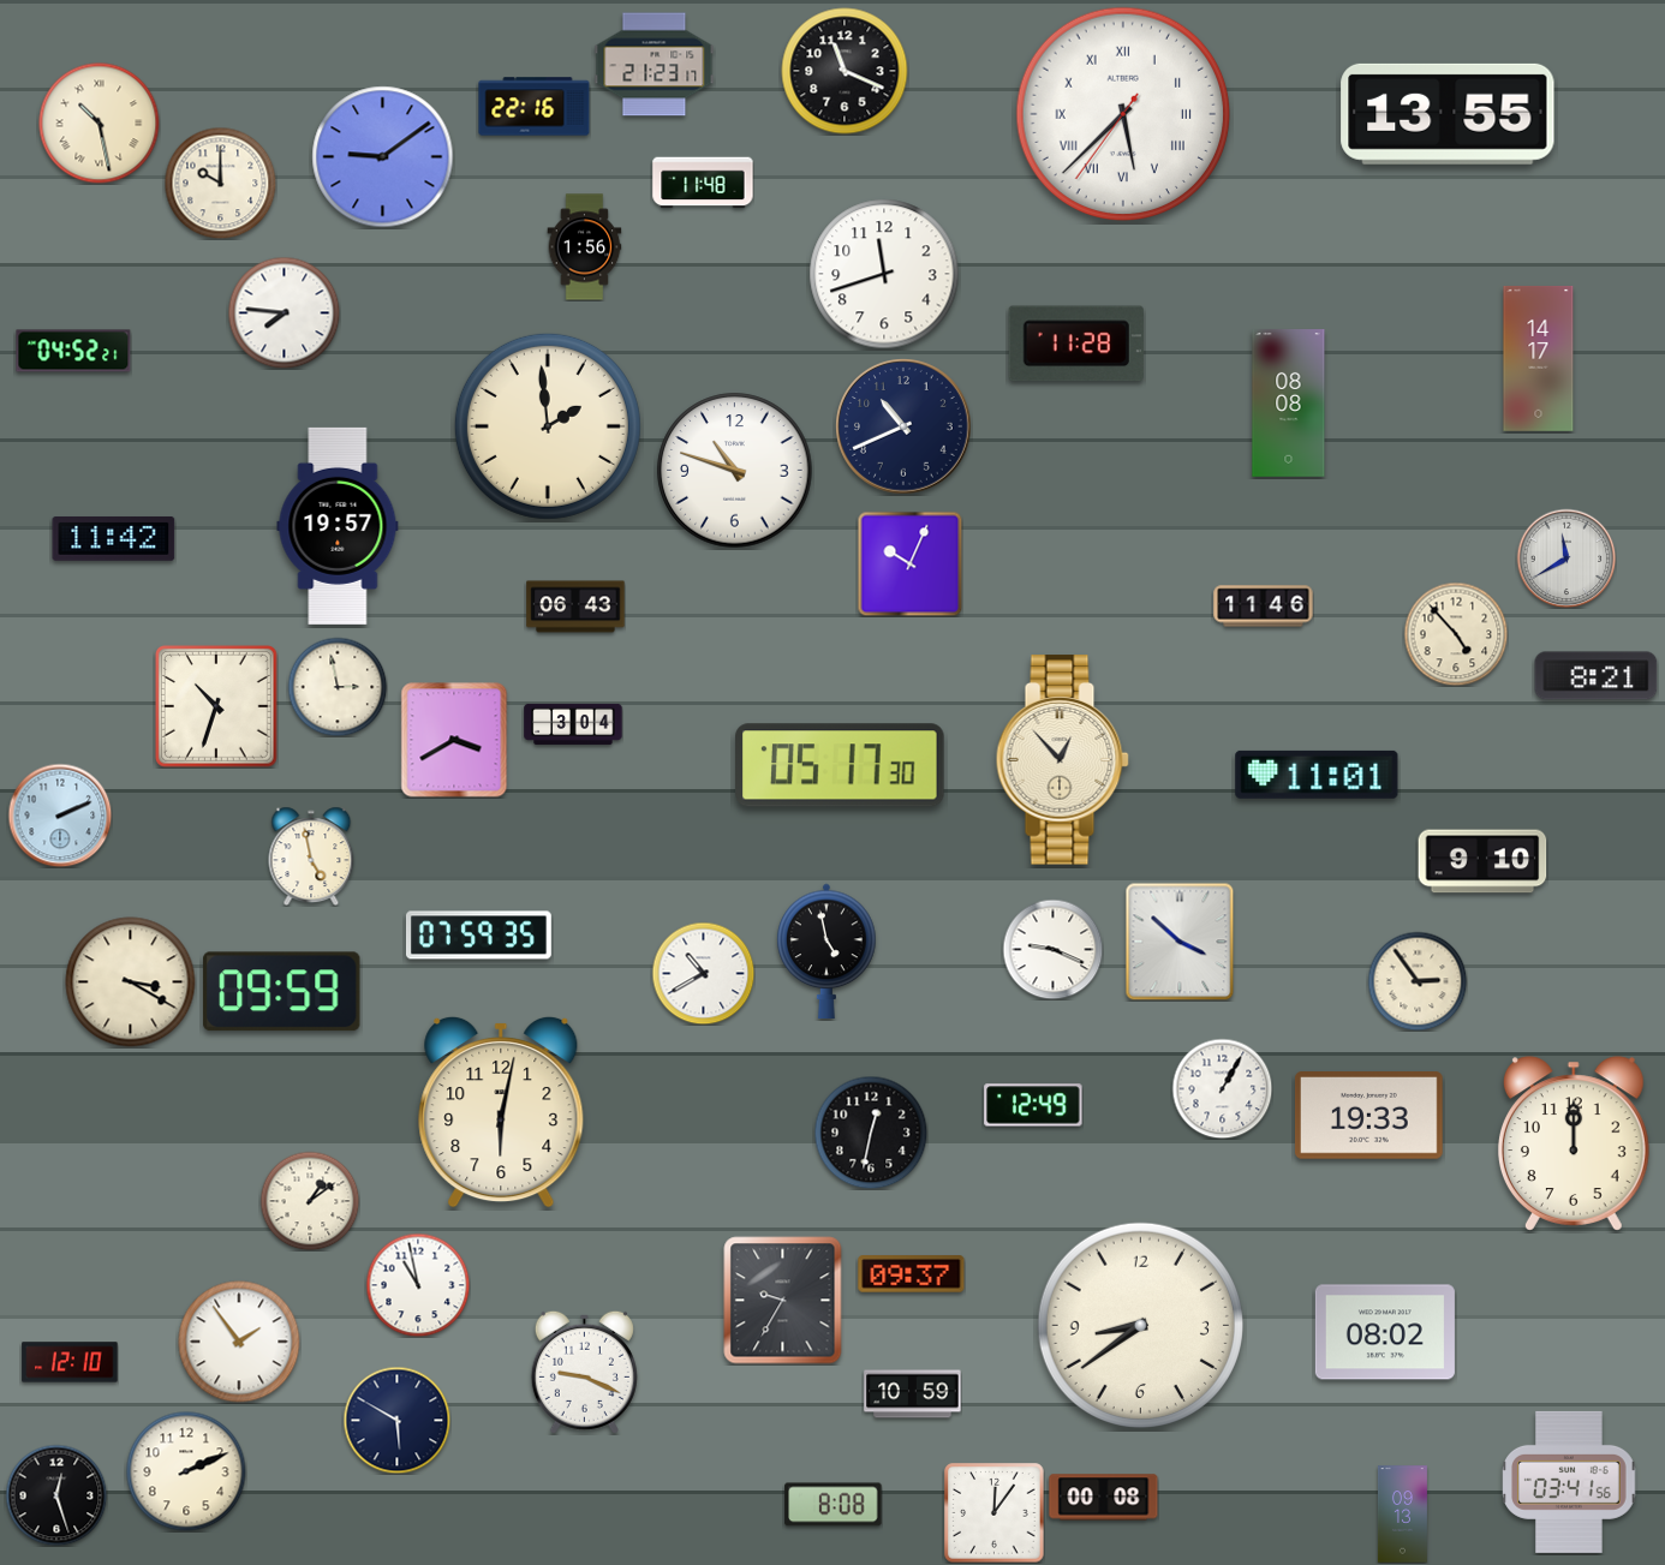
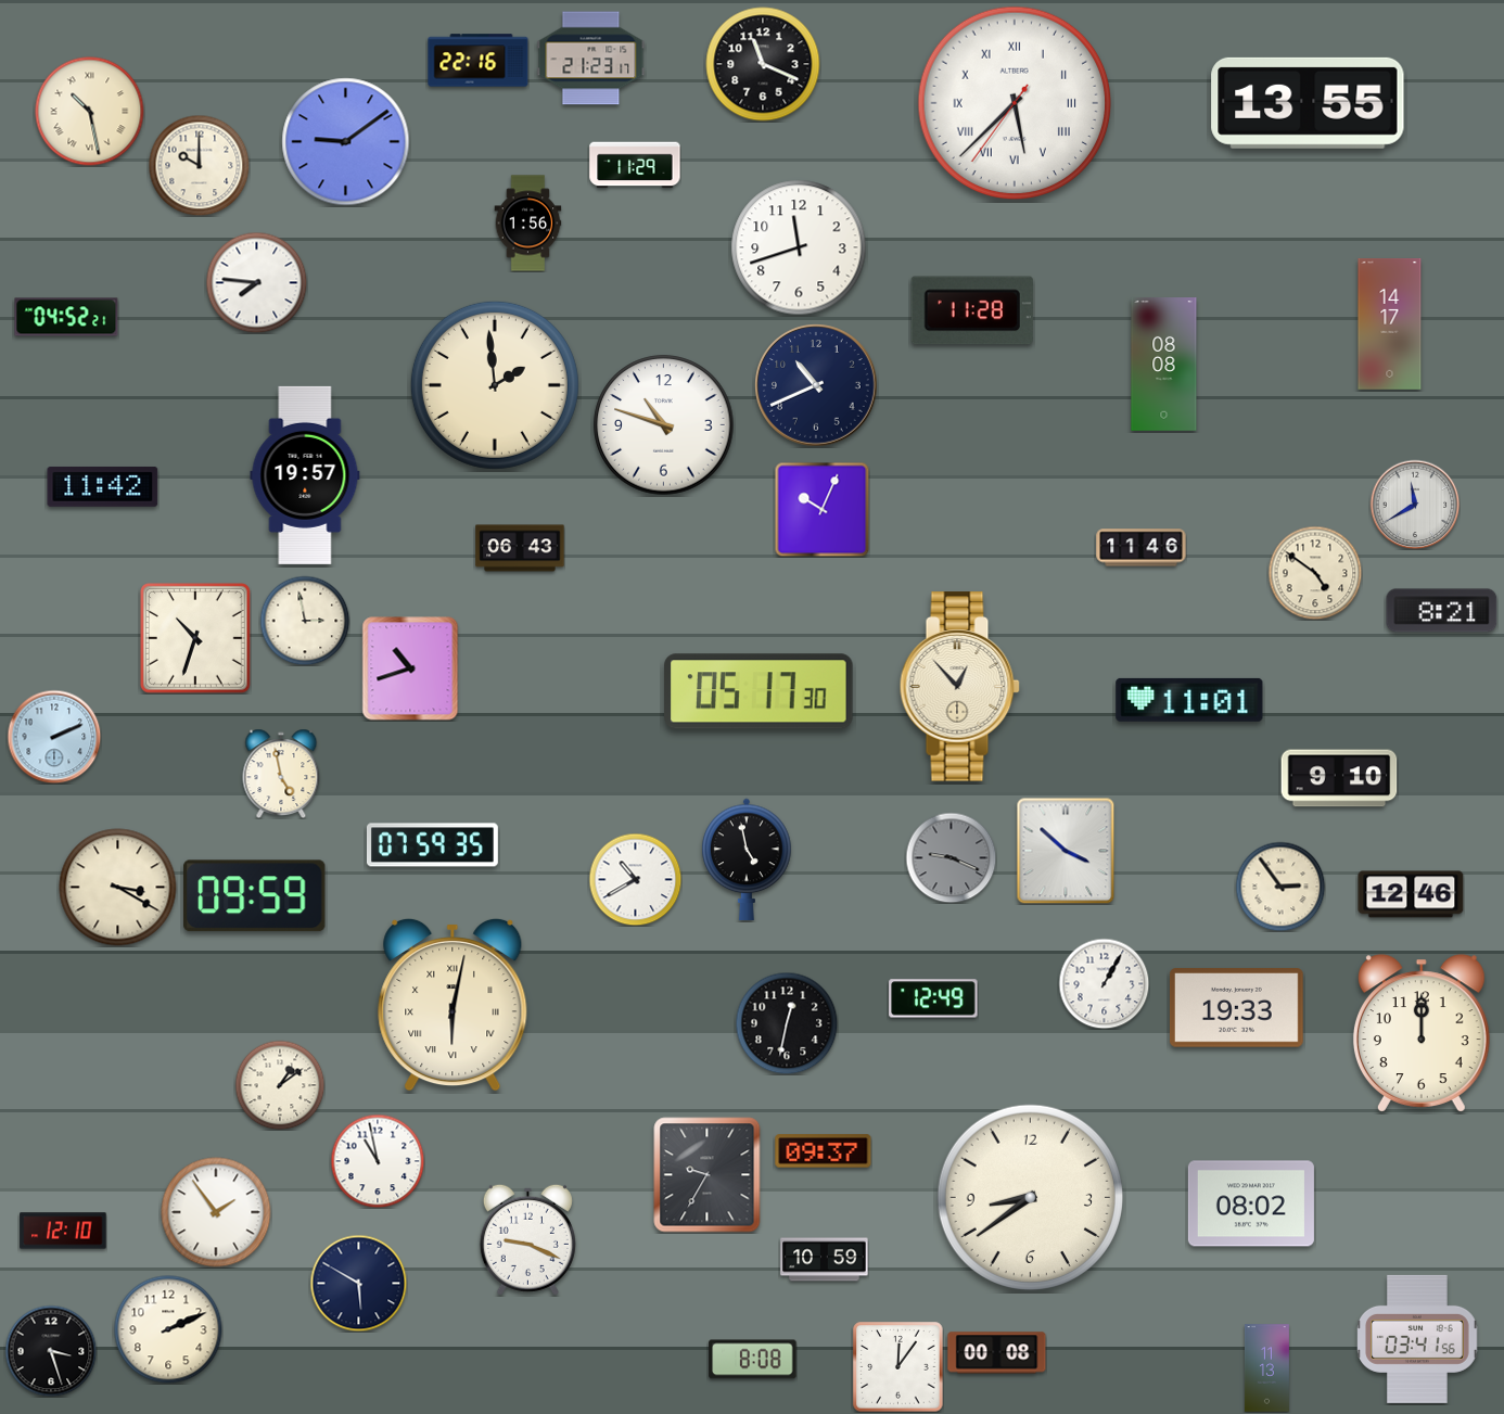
clock at (535, 107) position: (535, 107) -> (479, 61)
clock at (703, 183): 11:48 -> 11:29
clock at (1456, 634): 4:53 -> 4:51
clock at (573, 724): 3:04 -> none
clock at (454, 740): 3:40 -> 10:42
clock at (1052, 949) dial: white -> grey
clock at (1411, 894): none -> 12:46
clock at (501, 1112) numerals: Arabic -> Roman
clock at (56, 1495): 12:27 -> 3:27
clock at (1402, 1515): 09:13 -> 11:13
